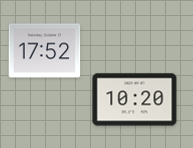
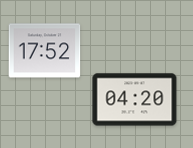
clock at (135, 100): 10:20 -> 04:20
